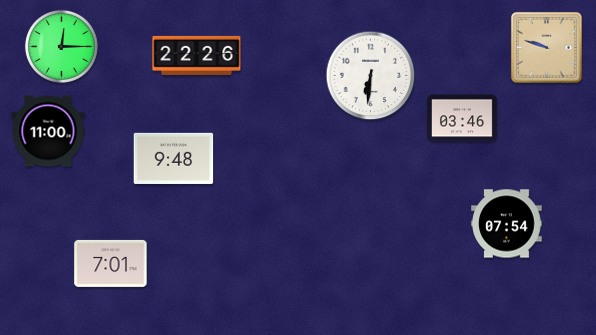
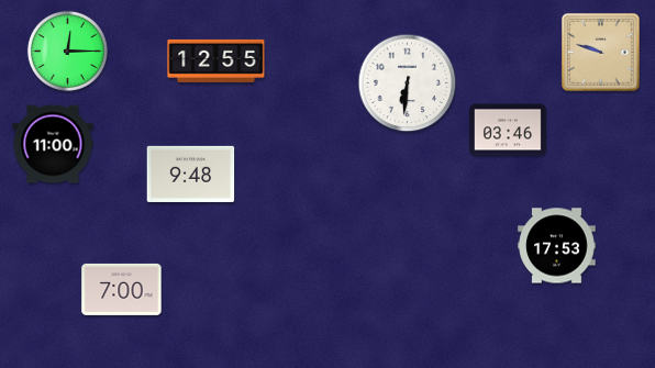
clock at (197, 55): 22:26 -> 12:55
clock at (507, 224): 07:54 -> 17:53
clock at (111, 263): 7:01 -> 7:00
